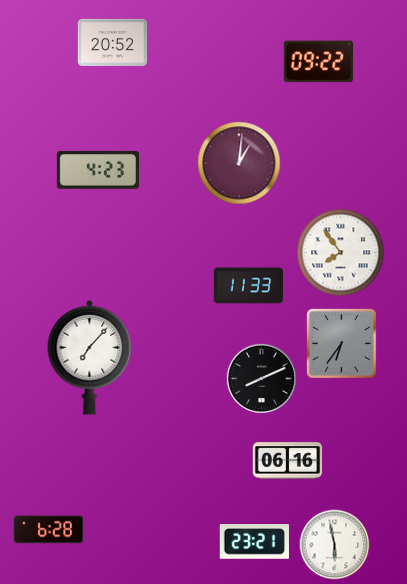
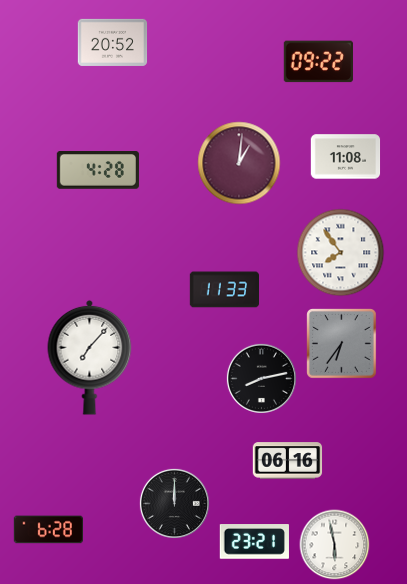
clock at (346, 157): none -> 11:08
clock at (98, 170): 4:23 -> 4:28
clock at (249, 286) position: (249, 286) -> (225, 290)
clock at (261, 378): 8:11 -> 8:13
clock at (174, 503): none -> 12:00
